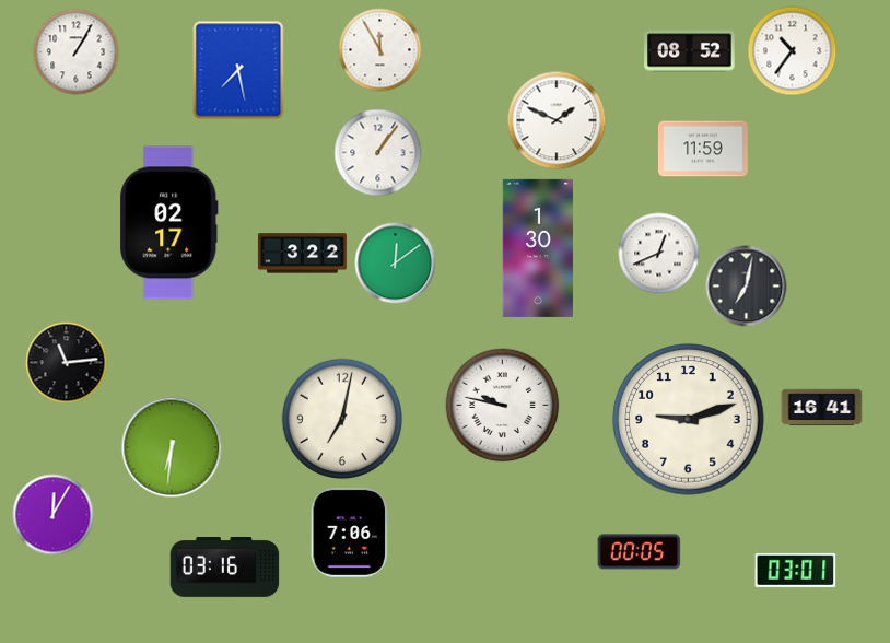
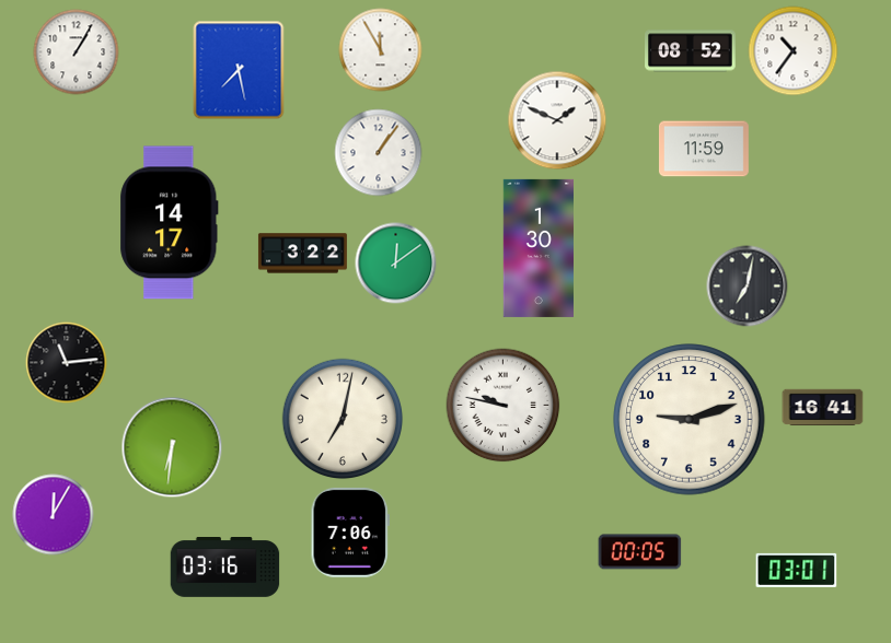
clock at (169, 223): 02:17 -> 14:17
clock at (659, 254): 12:41 -> none
